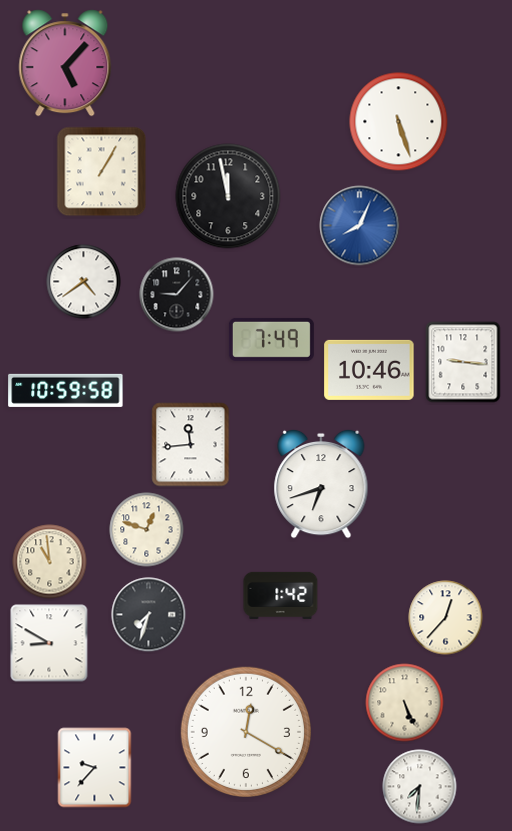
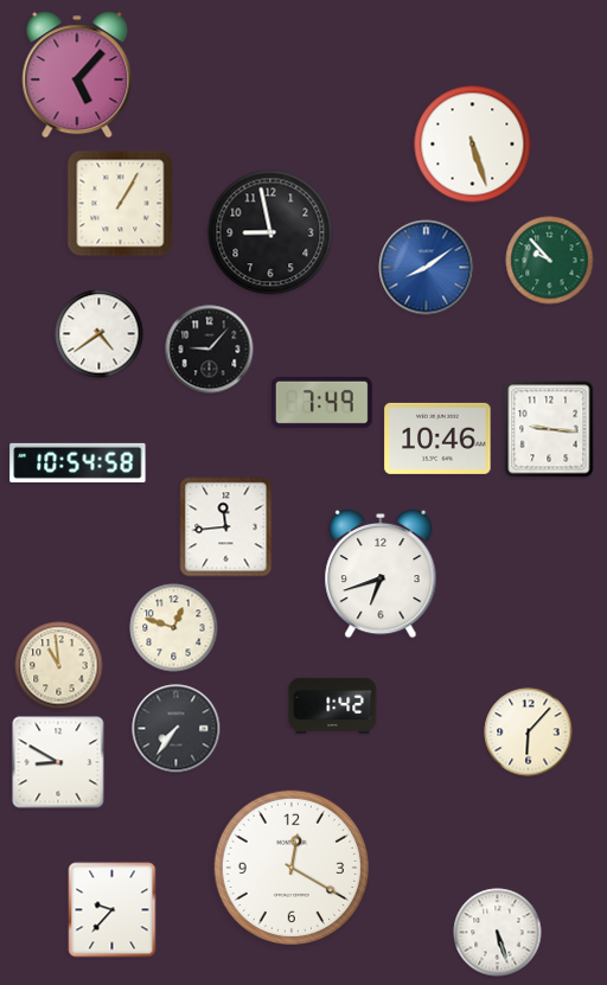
clock at (228, 196): 11:58 -> 8:58
clock at (550, 261): none -> 9:53
clock at (360, 226): 8:04 -> 8:09
clock at (66, 390): 10:59 -> 10:54
clock at (149, 615): 7:33 -> 7:36
clock at (446, 618): 12:37 -> 6:07
clock at (405, 703): 5:26 -> none
clock at (420, 787): 7:31 -> 5:27
